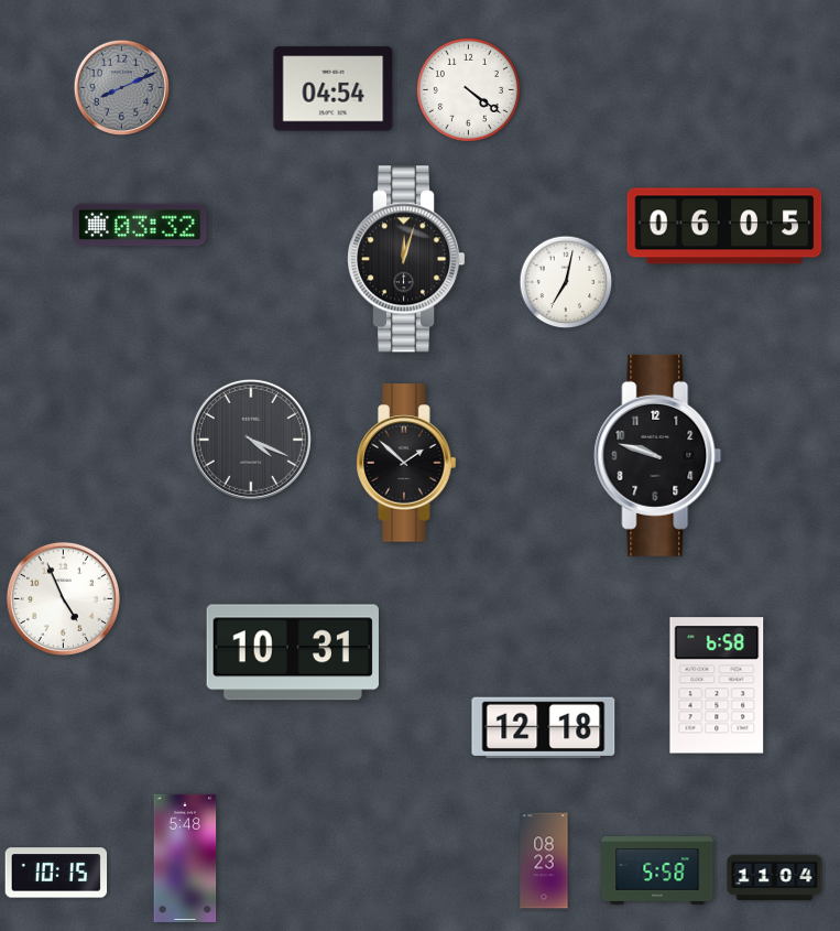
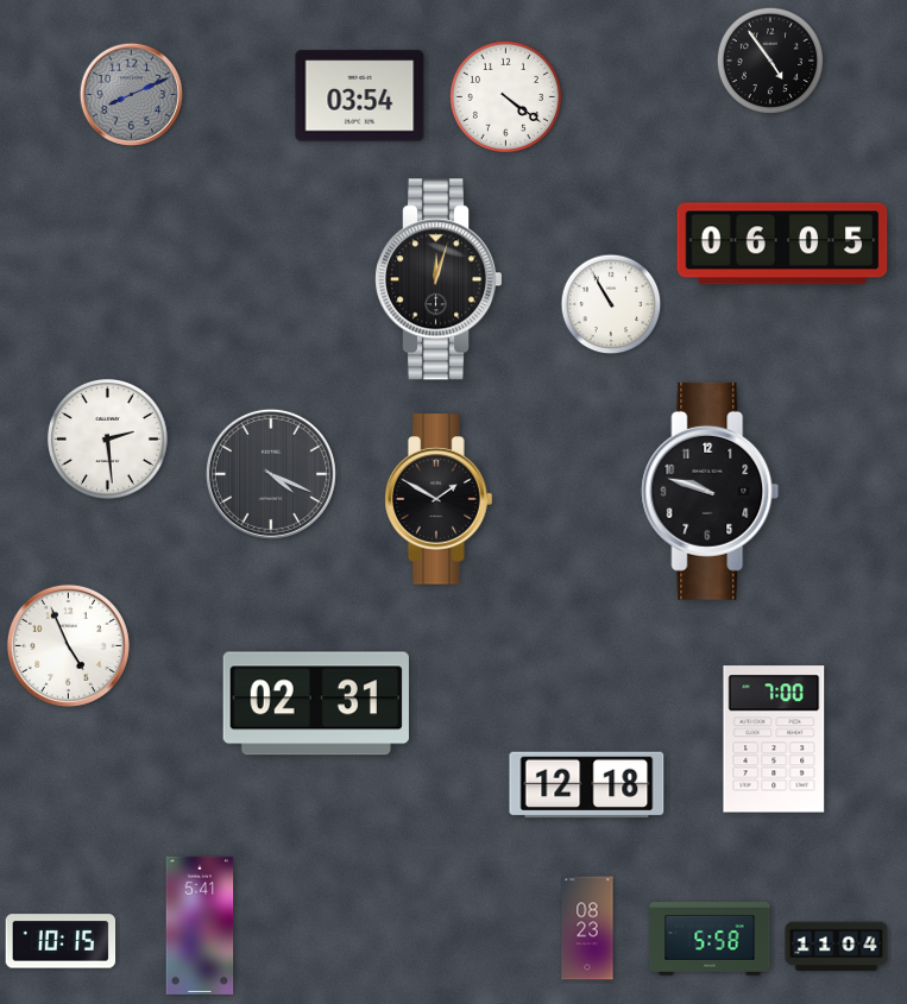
clock at (769, 59): none -> 4:54
clock at (334, 89): 04:54 -> 03:54
clock at (140, 225): 03:32 -> none
clock at (566, 282): 7:02 -> 10:55
clock at (107, 438): none -> 2:29
clock at (406, 463): 1:52 -> 1:50
clock at (293, 652): 10:31 -> 02:31
clock at (717, 685): 6:58 -> 7:00
clock at (185, 858): 5:48 -> 5:41
